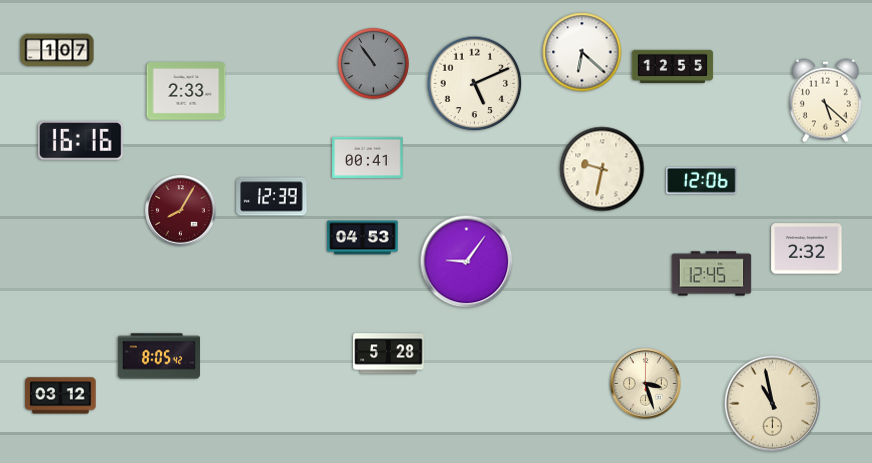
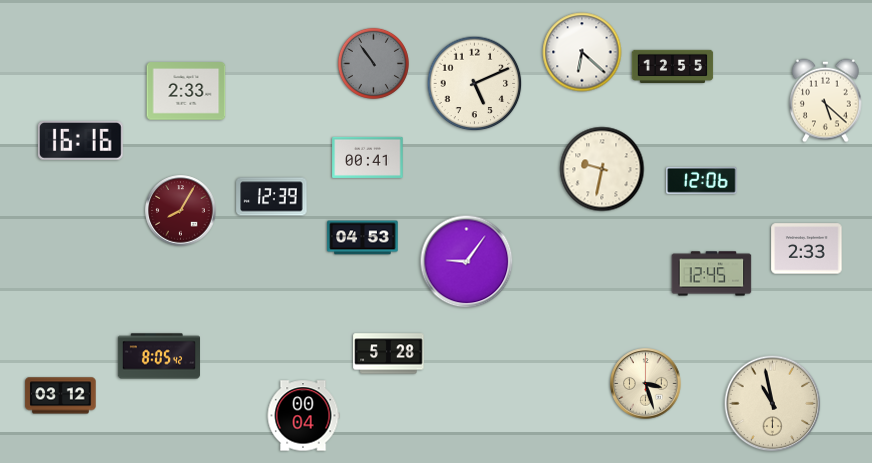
clock at (57, 50): 1:07 -> none
clock at (807, 249): 2:32 -> 2:33
clock at (303, 416): none -> 00:04
